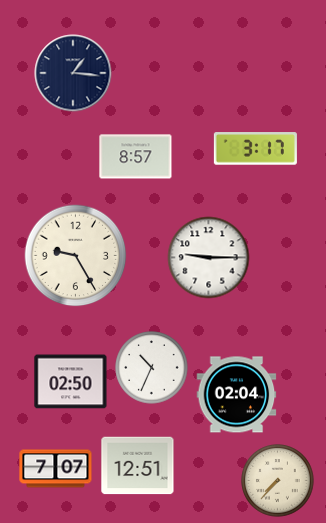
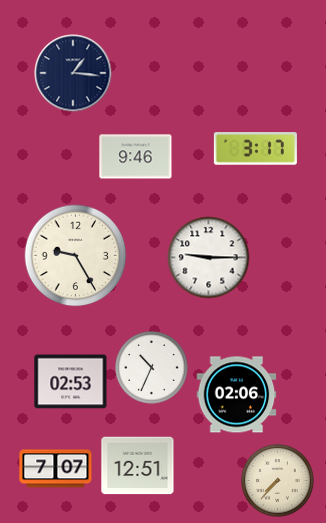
clock at (136, 157): 8:57 -> 9:46
clock at (71, 382): 02:50 -> 02:53
clock at (237, 395): 02:04 -> 02:06
